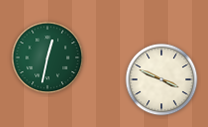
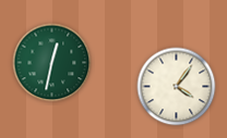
clock at (162, 80): 3:49 -> 4:06
